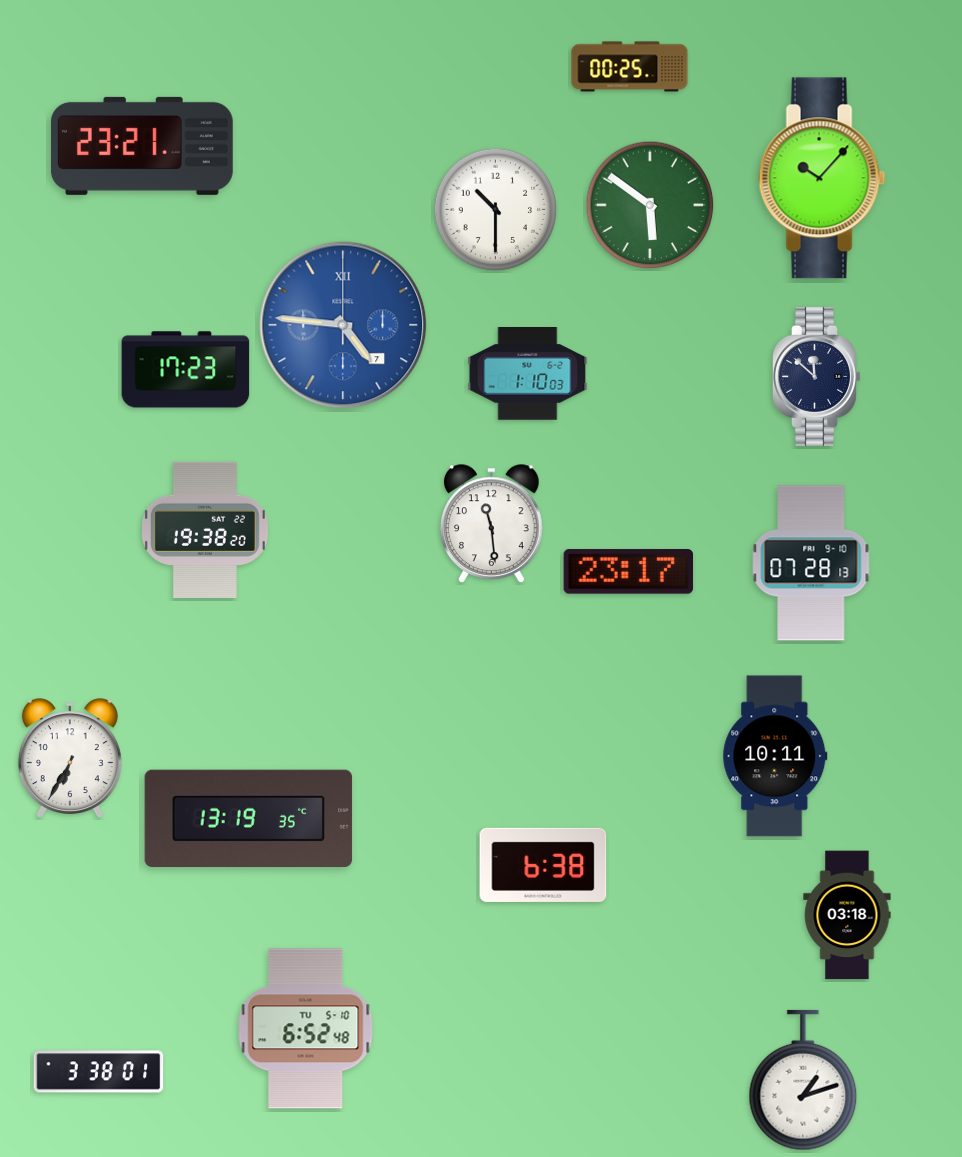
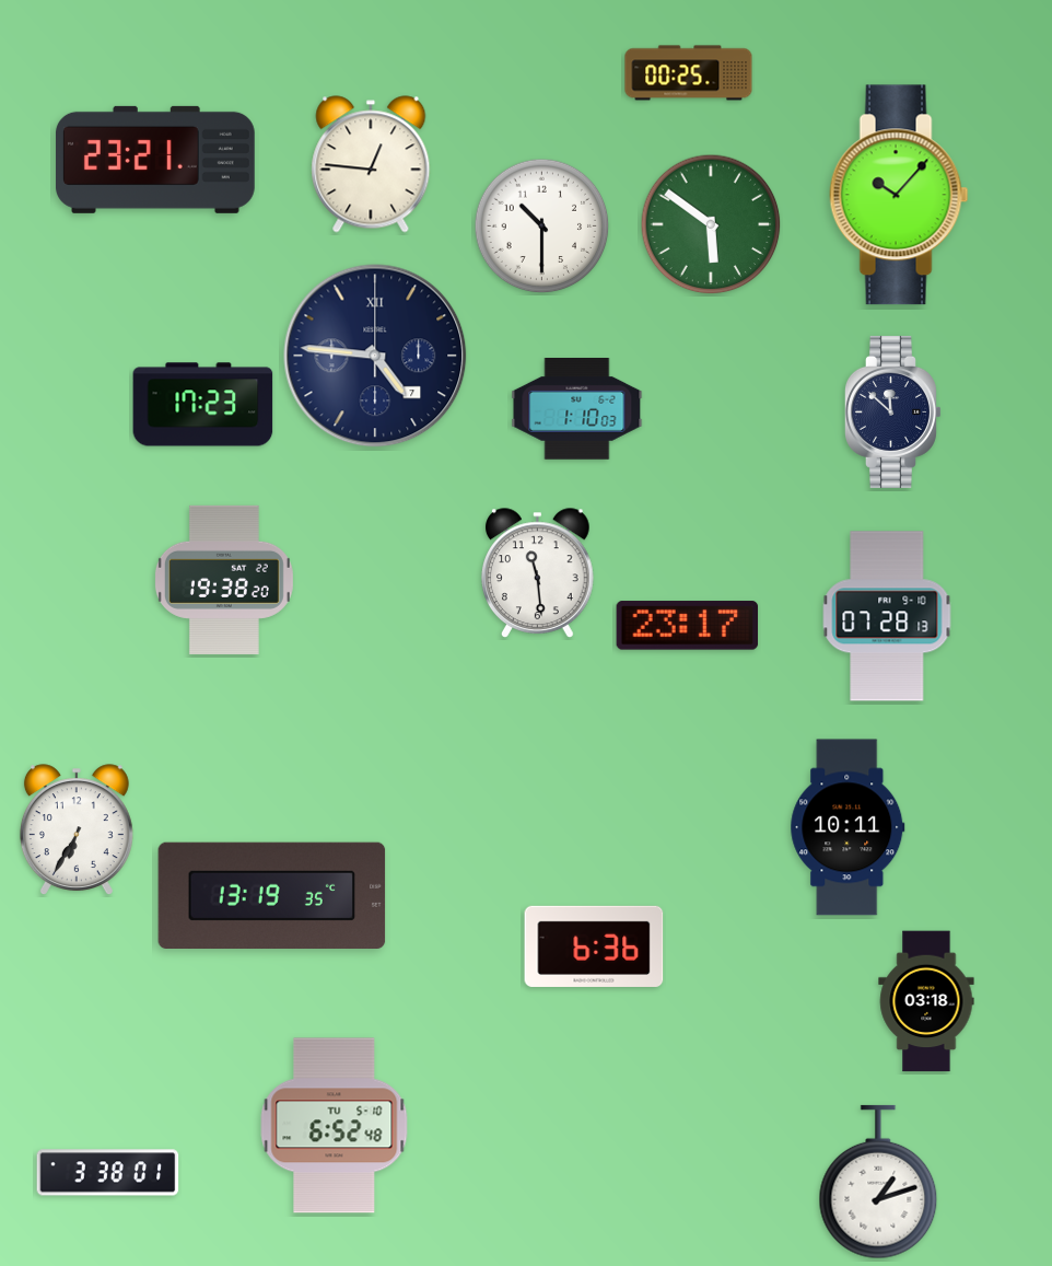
clock at (371, 164): none -> 12:46
clock at (496, 210) position: (496, 210) -> (542, 227)
clock at (343, 325) dial: blue -> navy
clock at (543, 865): 6:38 -> 6:36
